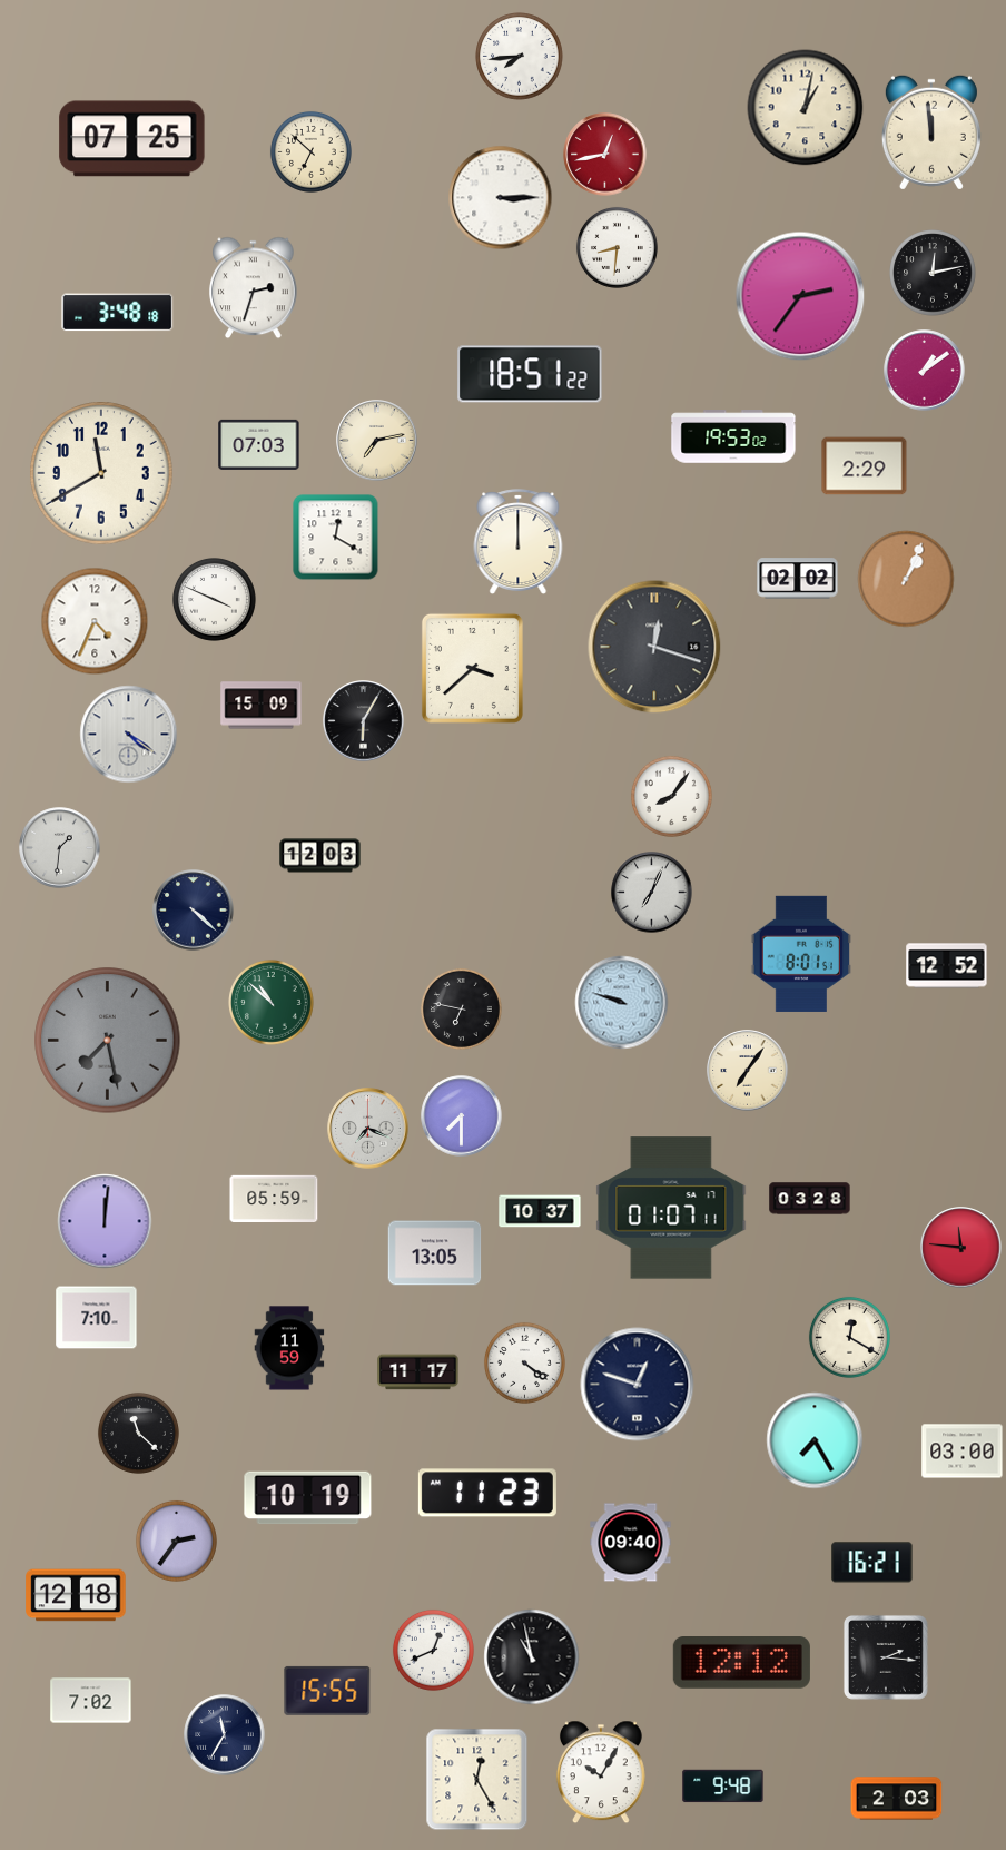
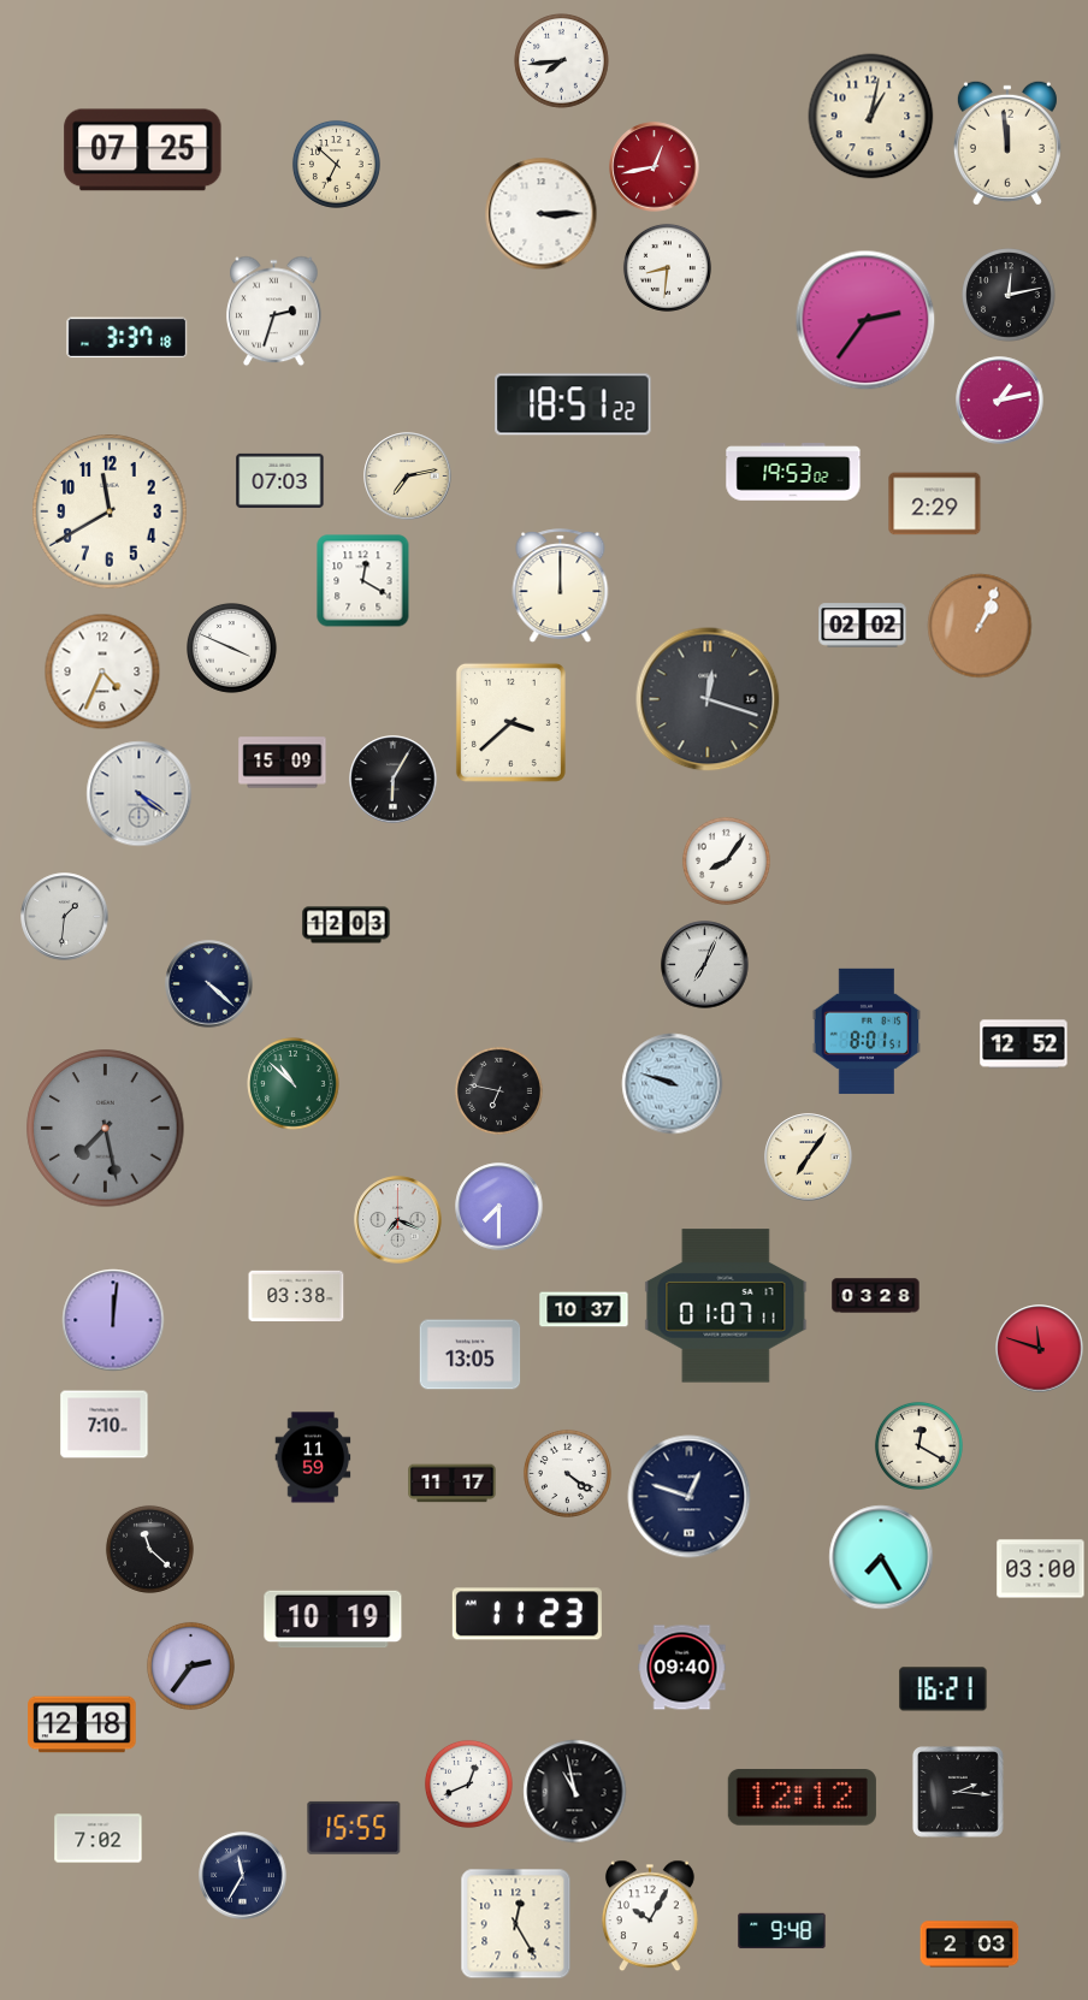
clock at (118, 313): 3:48 -> 3:37
clock at (925, 371): 1:09 -> 1:13
clock at (108, 1041) position: (108, 1041) -> (106, 1129)
clock at (274, 1198): 05:59 -> 03:38
clock at (961, 1248): 11:46 -> 11:48
